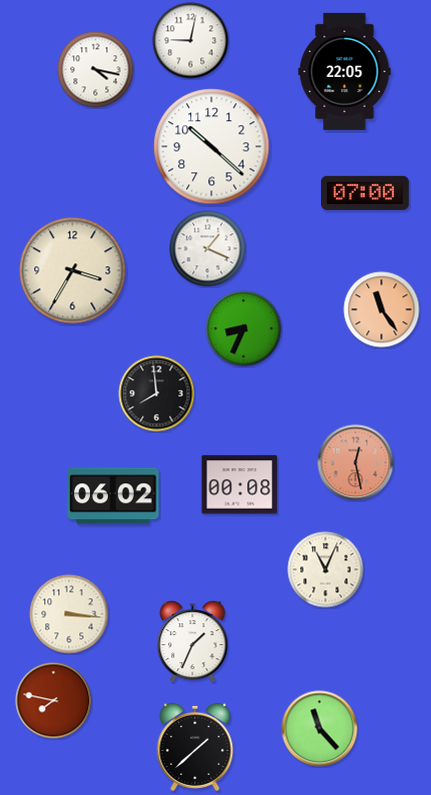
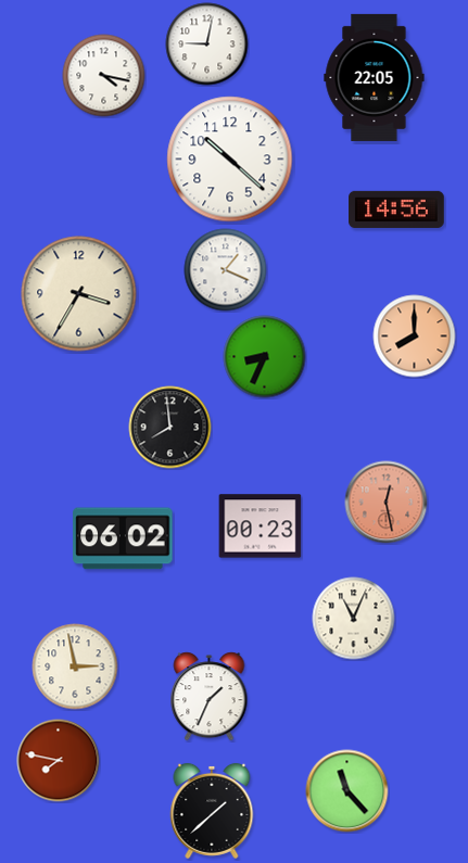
clock at (366, 193): 07:00 -> 14:56
clock at (382, 310): 11:24 -> 8:00
clock at (240, 485): 00:08 -> 00:23
clock at (69, 614): 3:16 -> 2:58
